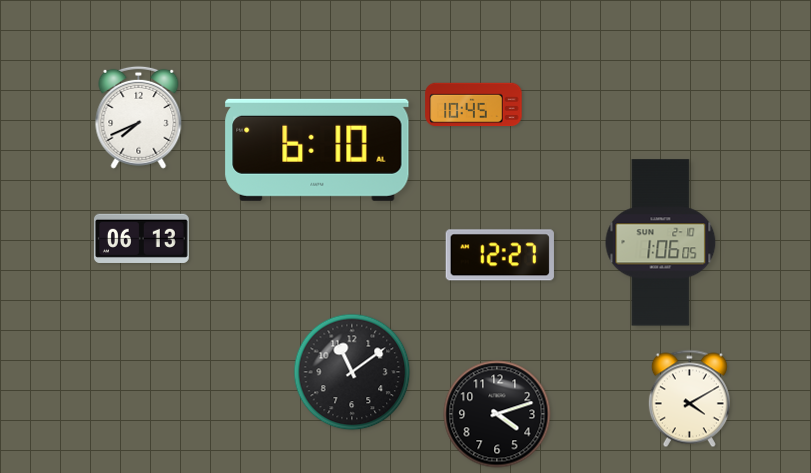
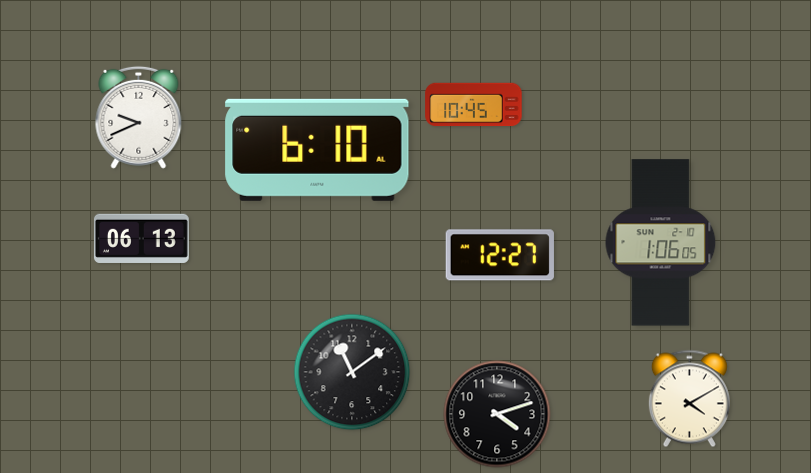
clock at (139, 117): 7:41 -> 9:41
